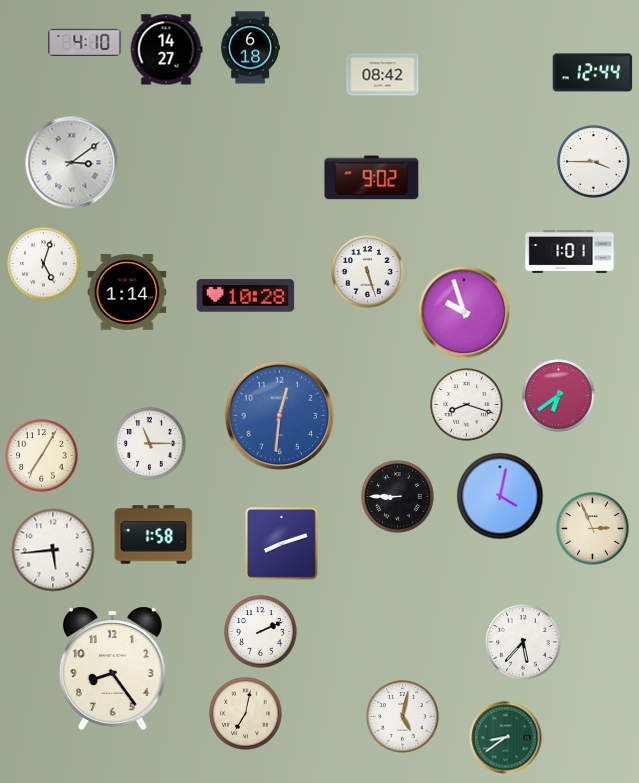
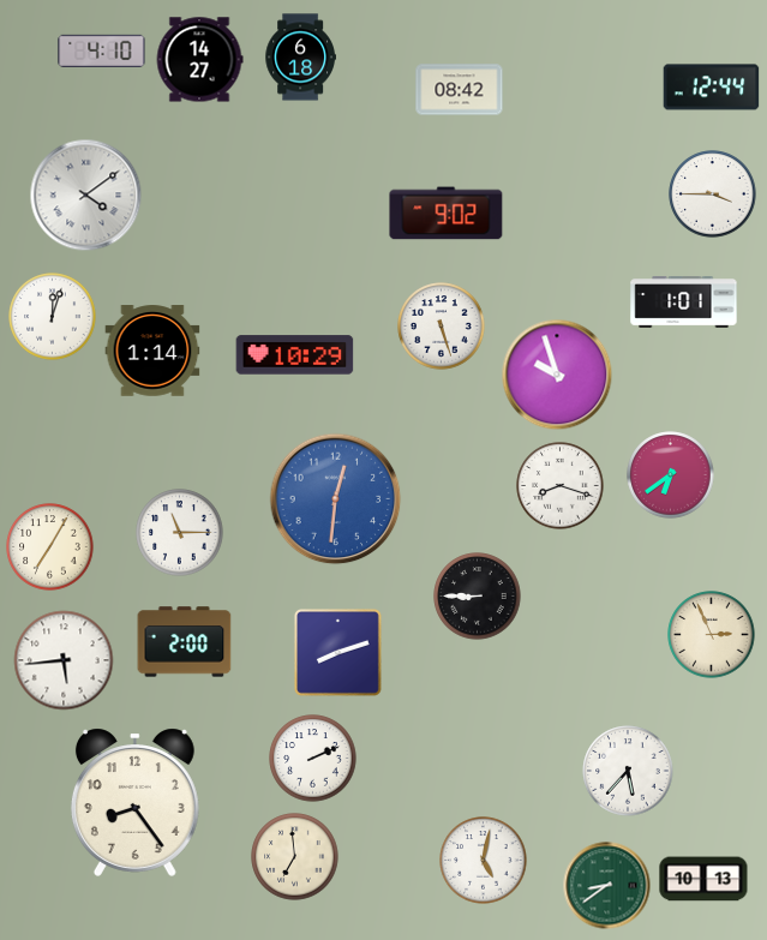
clock at (72, 163): 3:09 -> 4:09
clock at (44, 264): 5:03 -> 12:03
clock at (246, 296): 10:28 -> 10:29
clock at (500, 496): 4:02 -> none
clock at (154, 535): 1:58 -> 2:00
clock at (246, 714): 7:02 -> 6:59
clock at (703, 879): none -> 10:13
